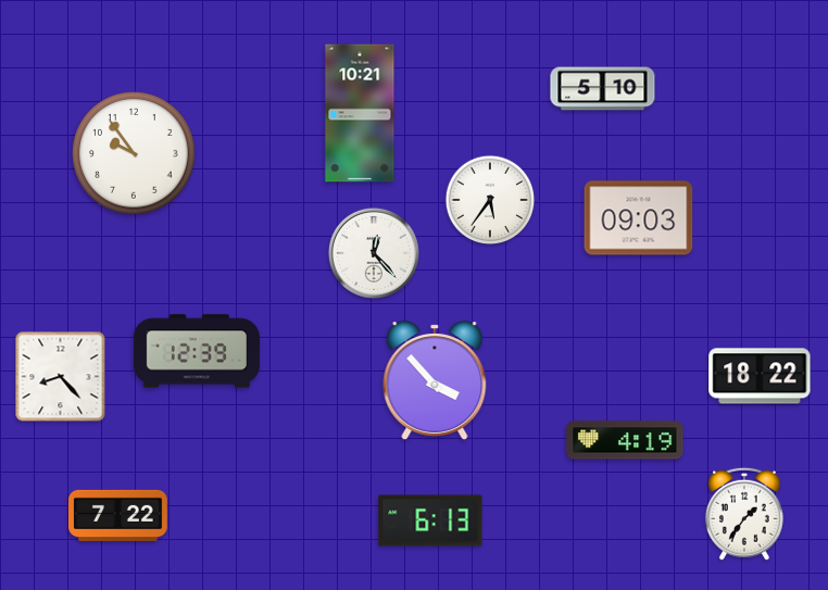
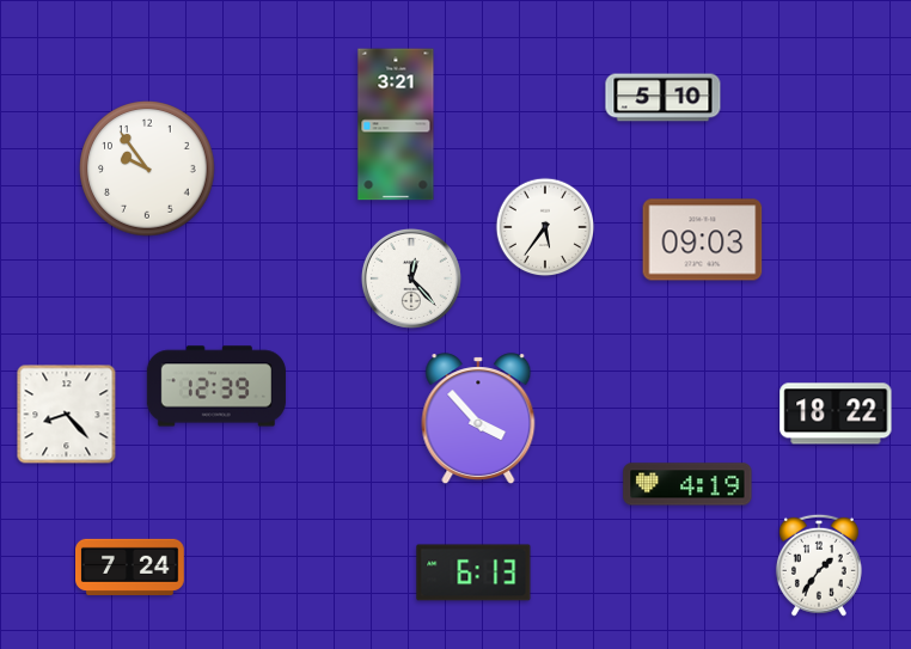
clock at (360, 113): 10:21 -> 3:21
clock at (490, 200) position: (490, 200) -> (545, 227)
clock at (118, 515): 7:22 -> 7:24
